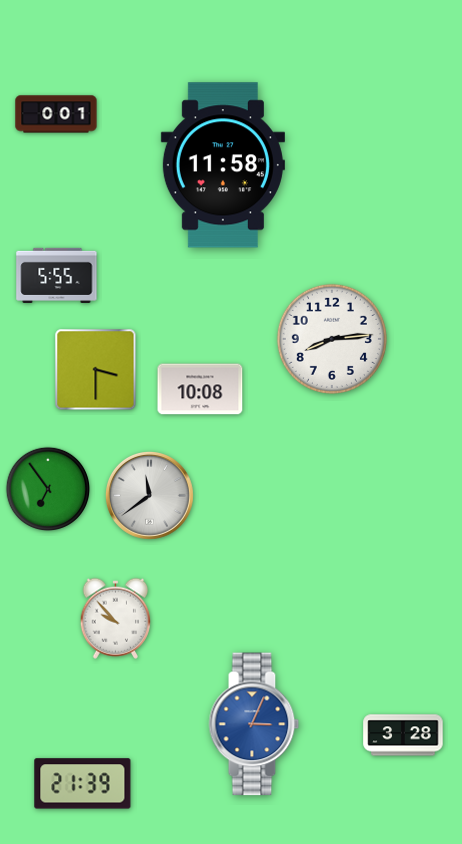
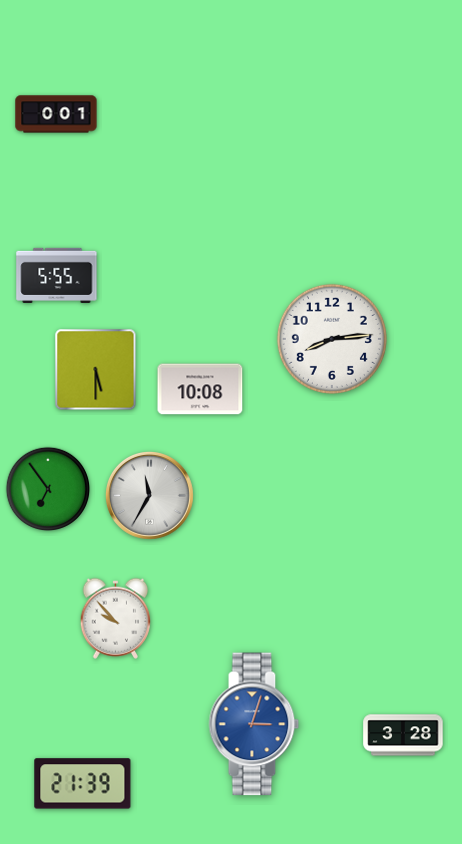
clock at (223, 165): 11:58 -> none
clock at (96, 370): 3:30 -> 5:30
clock at (150, 496): 11:39 -> 11:35
clock at (254, 724): 3:04 -> 3:03
